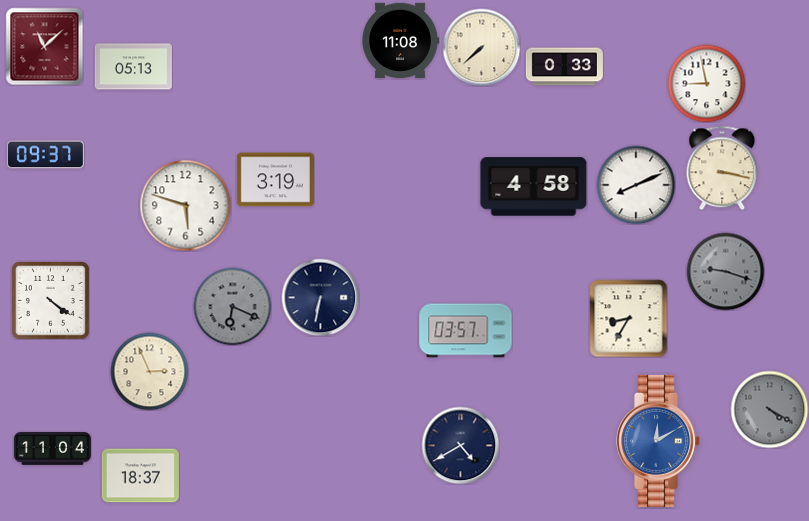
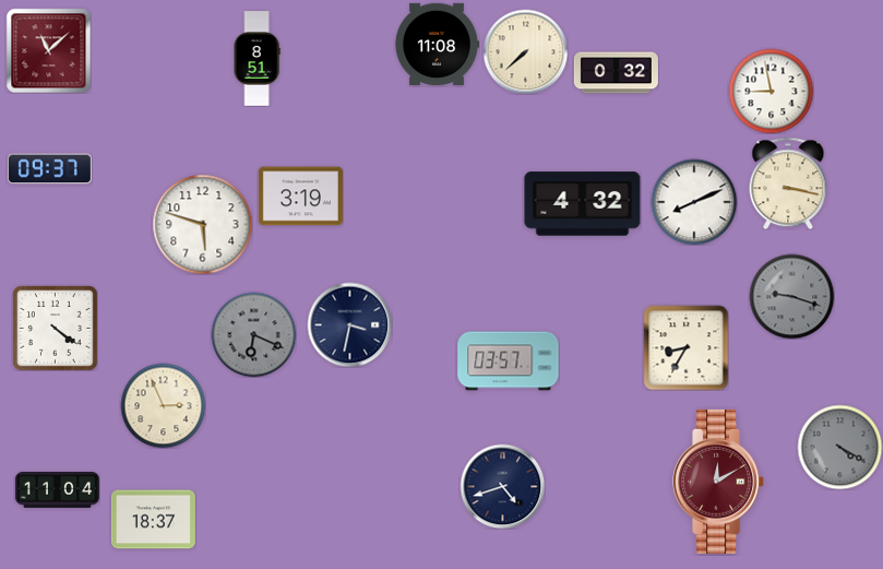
clock at (256, 59): none -> 8:51
clock at (133, 67): 05:13 -> none
clock at (564, 67): 0:33 -> 0:32
clock at (534, 187): 4:58 -> 4:32
clock at (320, 297): 6:32 -> 3:32
clock at (659, 441) dial: blue -> burgundy
clock at (460, 445): 4:40 -> 4:42
